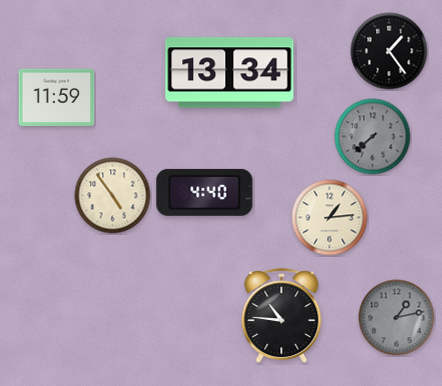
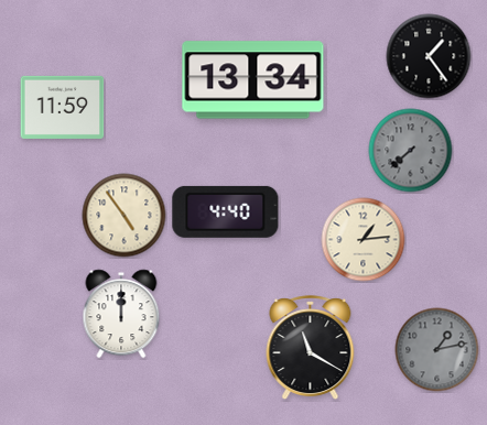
clock at (121, 314): none -> 12:00
clock at (282, 316): 10:46 -> 11:20
